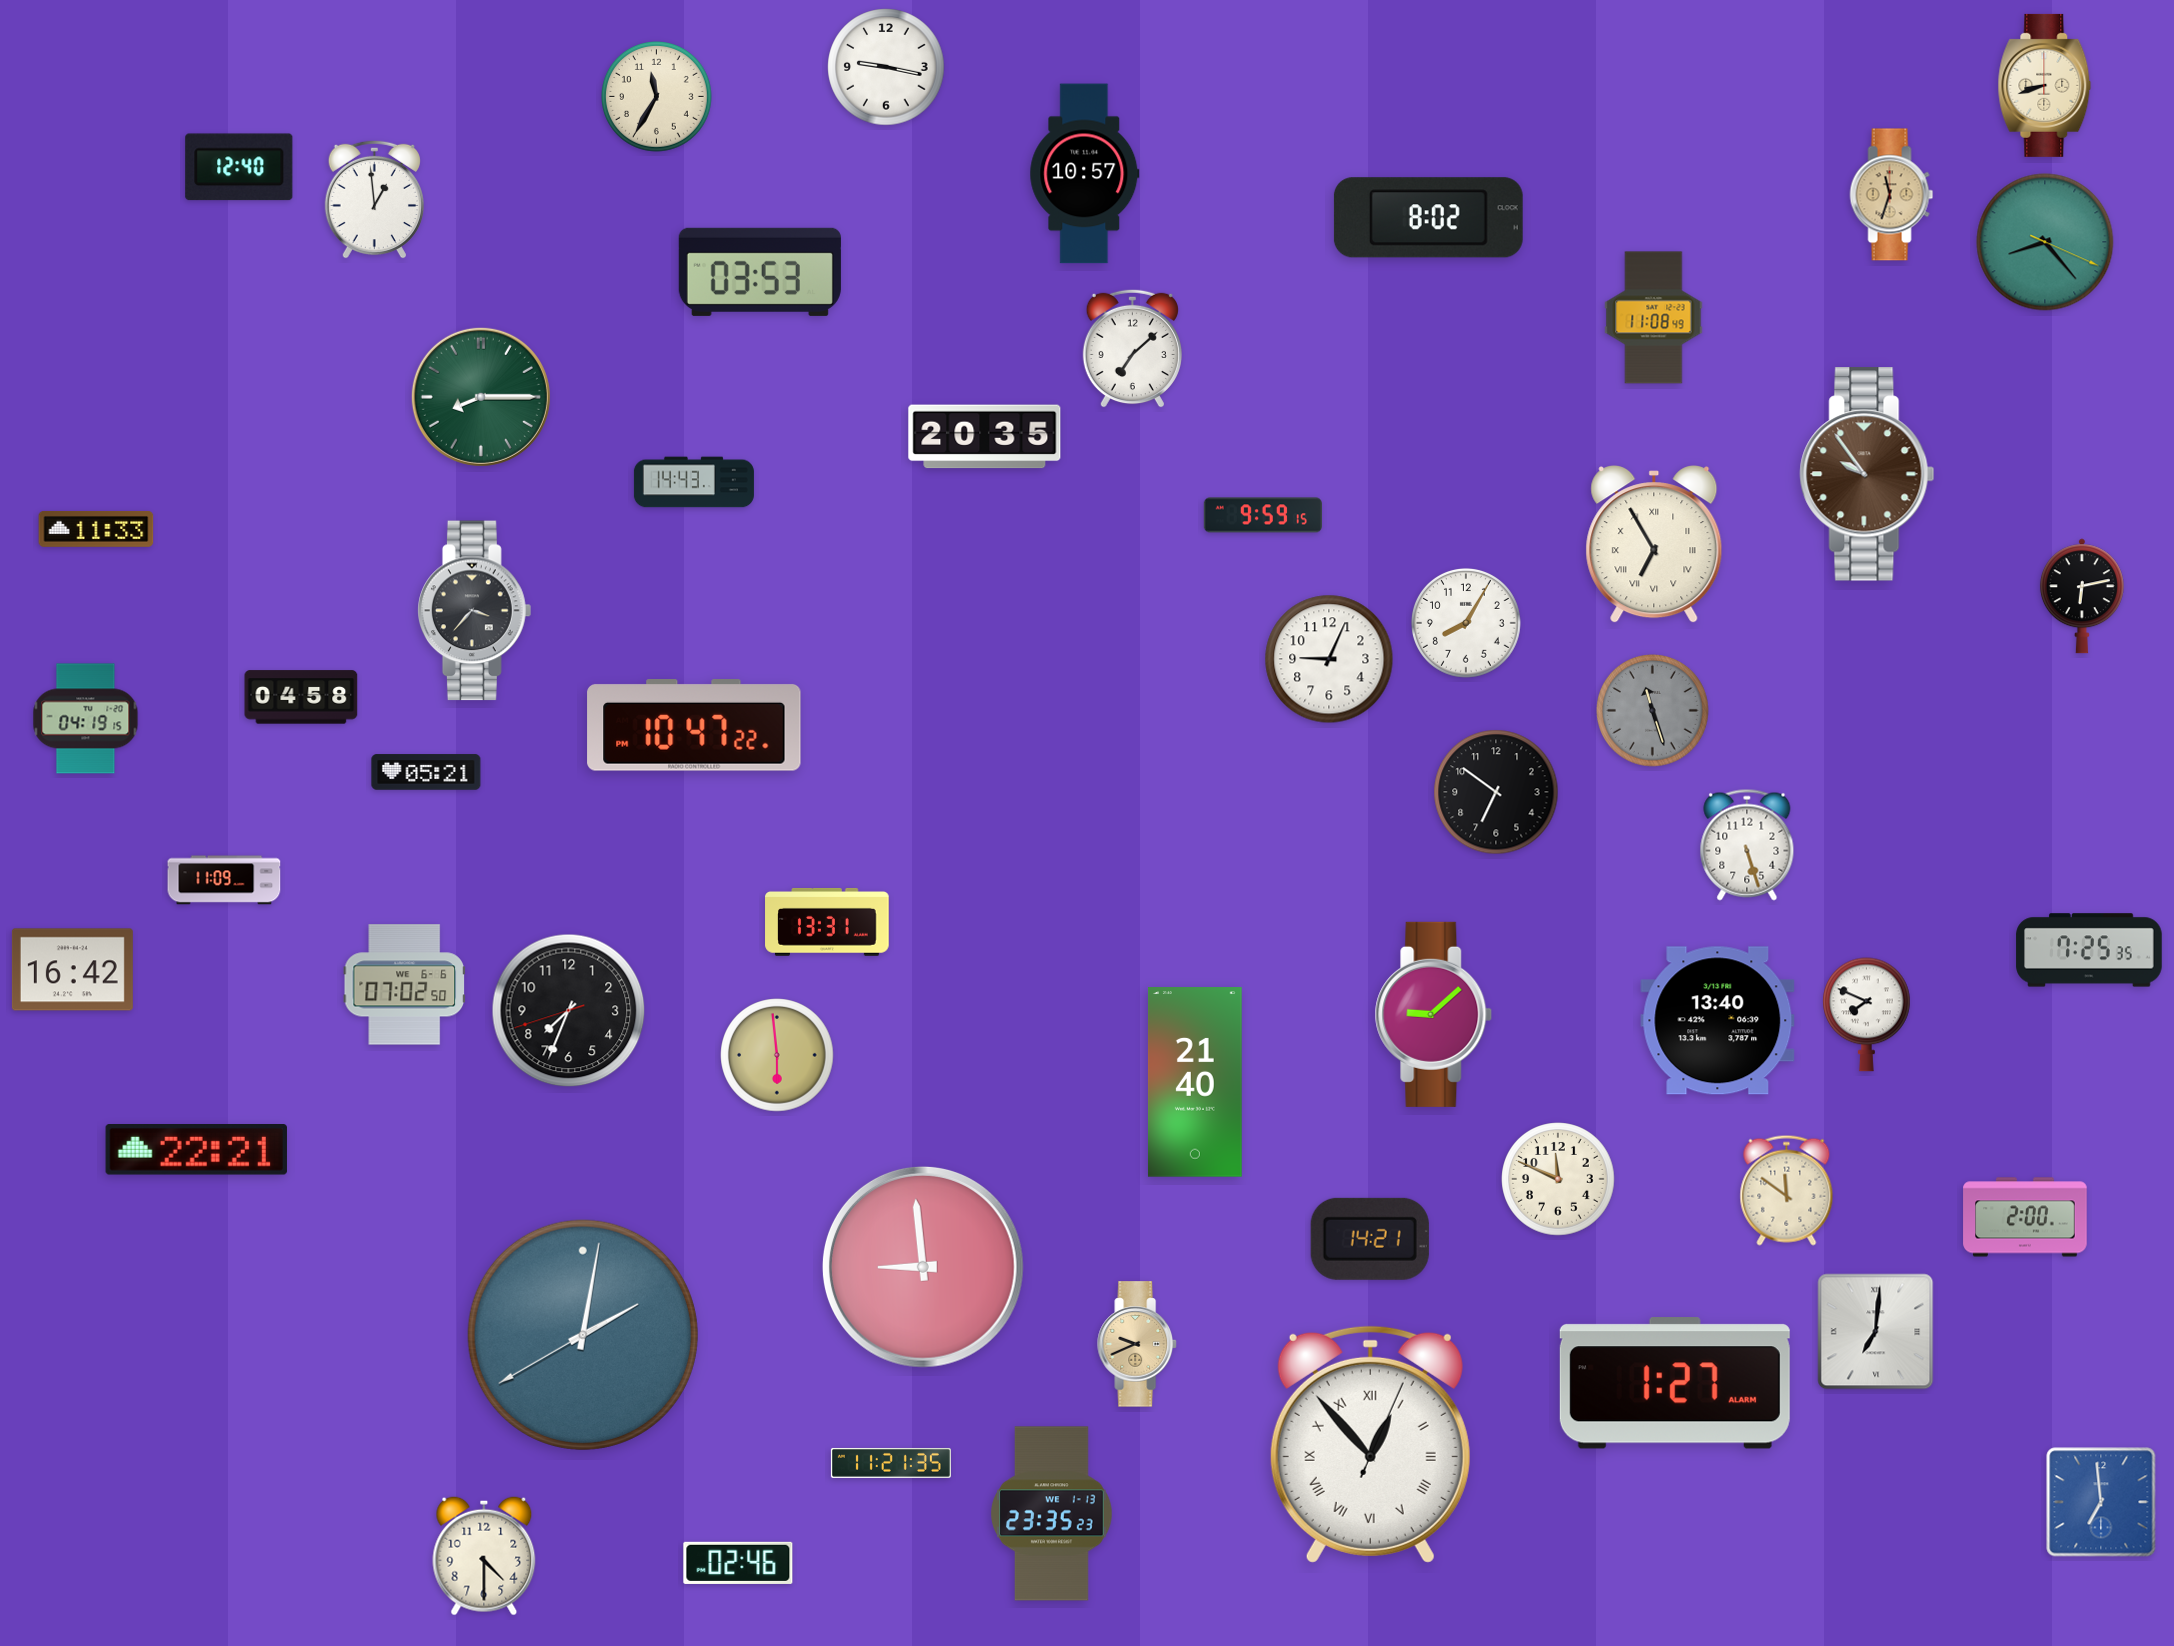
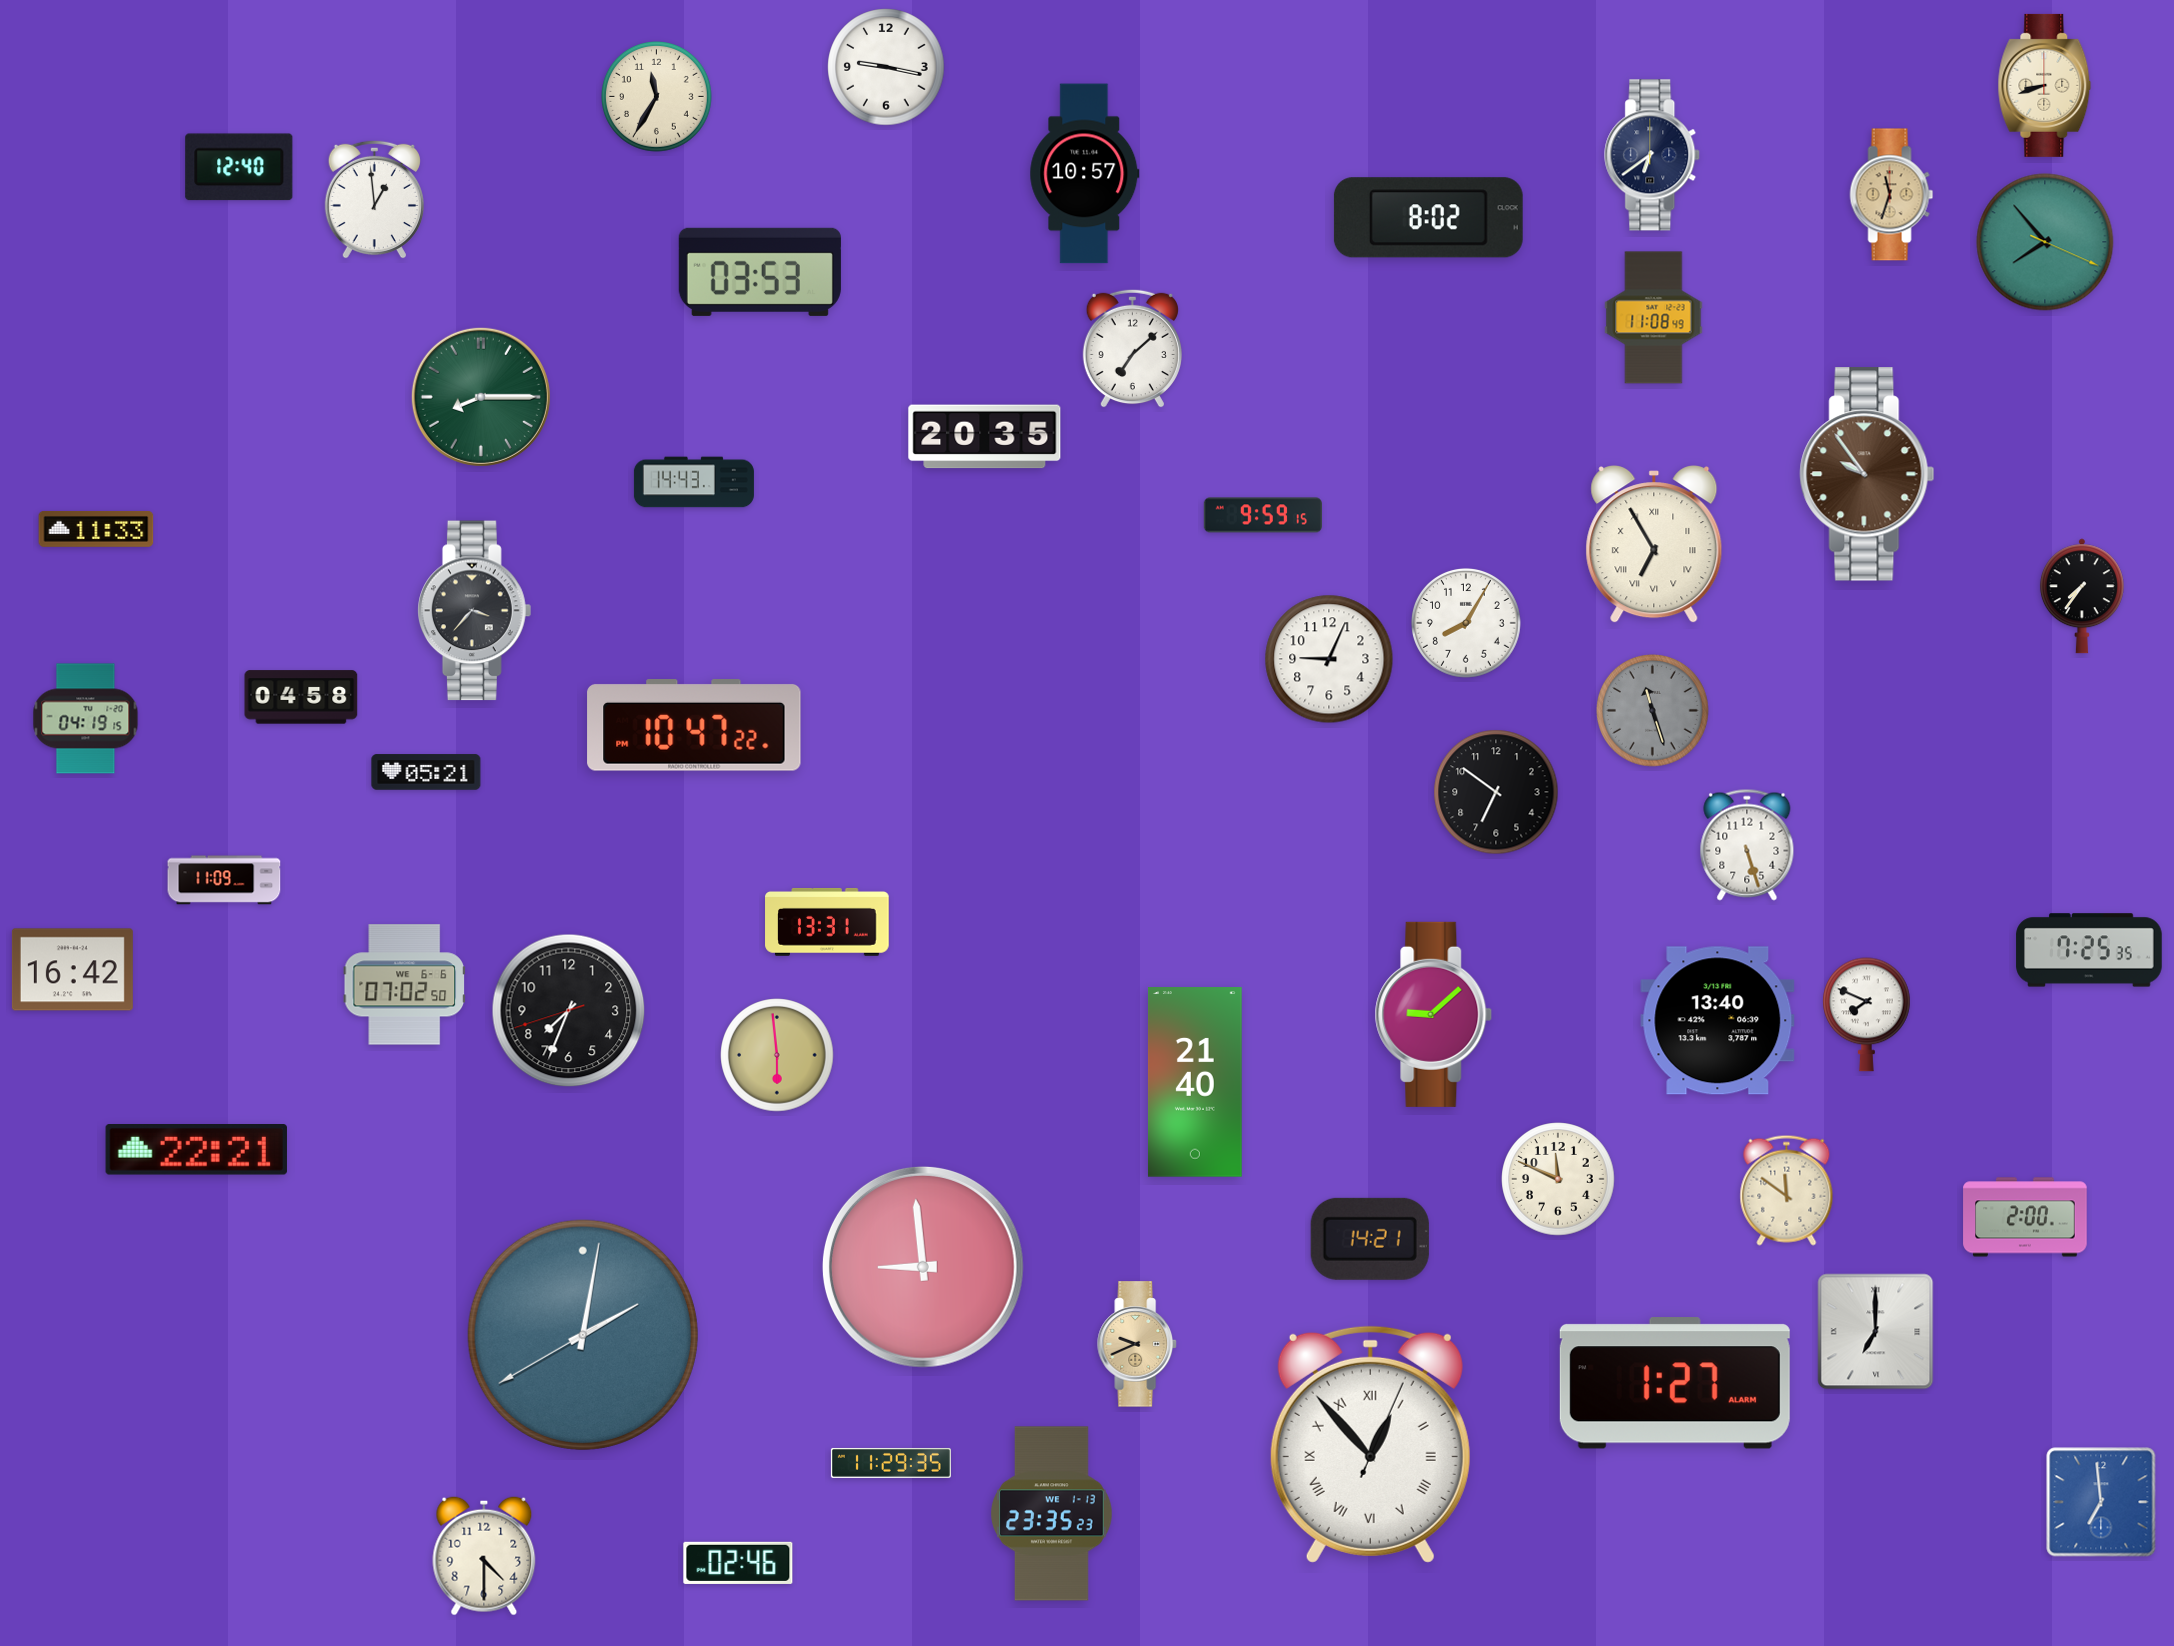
clock at (1653, 155): none -> 6:39
clock at (2045, 242): 8:23 -> 7:53
clock at (2082, 596): 6:13 -> 7:36
clock at (1876, 1332): 7:01 -> 7:00
clock at (891, 1463): 11:21 -> 11:29
